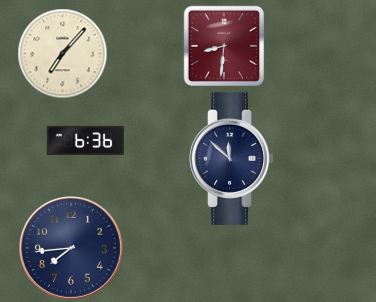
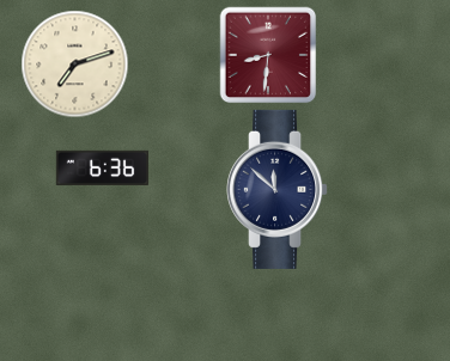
clock at (62, 53): 7:07 -> 7:12
clock at (71, 248): 7:44 -> none
